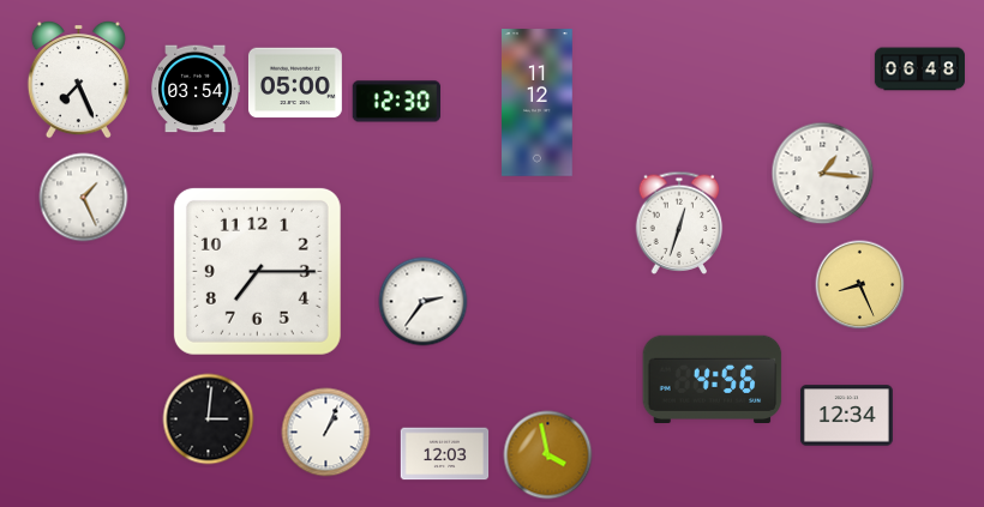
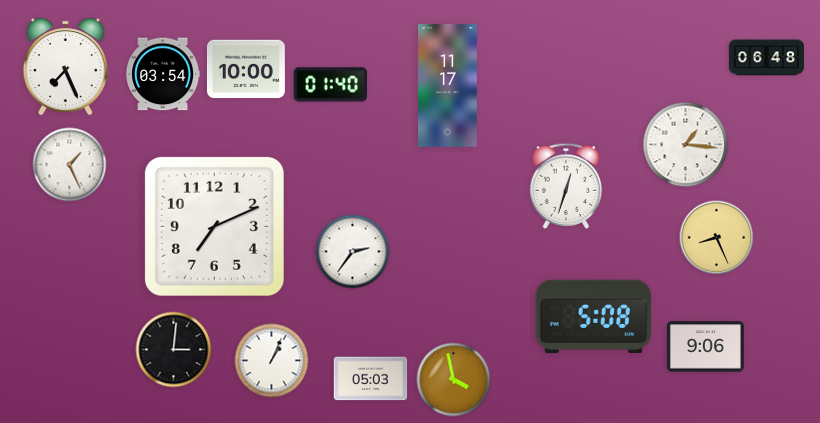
clock at (295, 83): 05:00 -> 10:00
clock at (397, 102): 12:30 -> 01:40
clock at (538, 103): 11:12 -> 11:17
clock at (257, 271): 7:15 -> 7:11
clock at (713, 379): 4:56 -> 5:08
clock at (846, 416): 12:34 -> 9:06
clock at (445, 454): 12:03 -> 05:03
clock at (548, 455) position: (548, 455) -> (454, 380)
